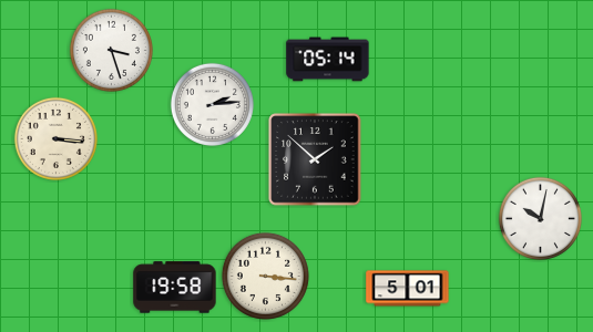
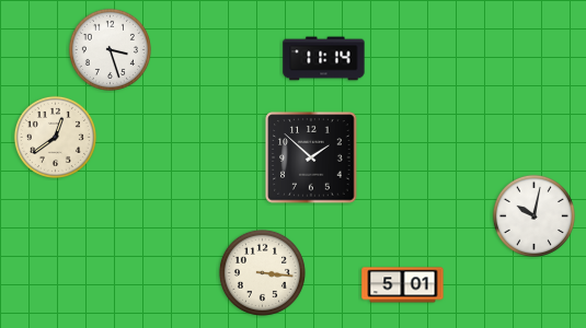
clock at (328, 60): 05:14 -> 11:14
clock at (212, 104): 2:14 -> none
clock at (55, 138): 3:16 -> 12:39
clock at (175, 288): 19:58 -> none
